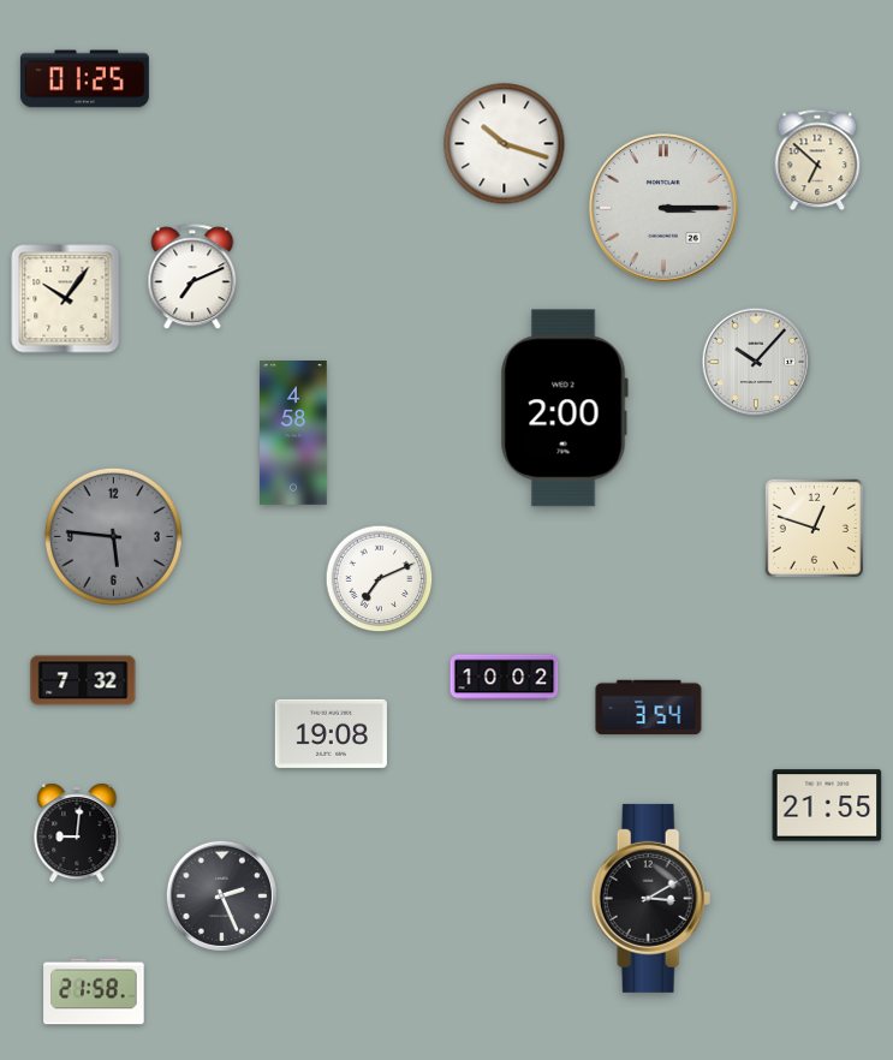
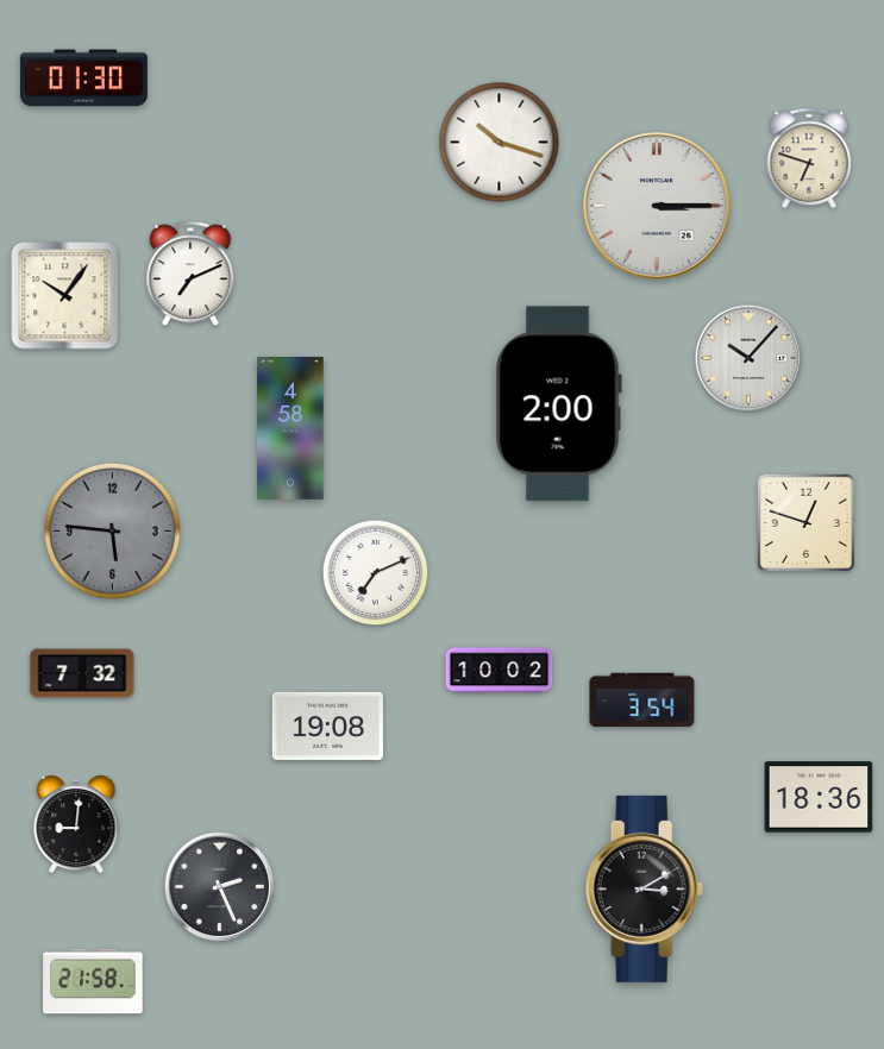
clock at (84, 79): 01:25 -> 01:30
clock at (817, 160): 6:52 -> 6:48
clock at (827, 805): 21:55 -> 18:36
